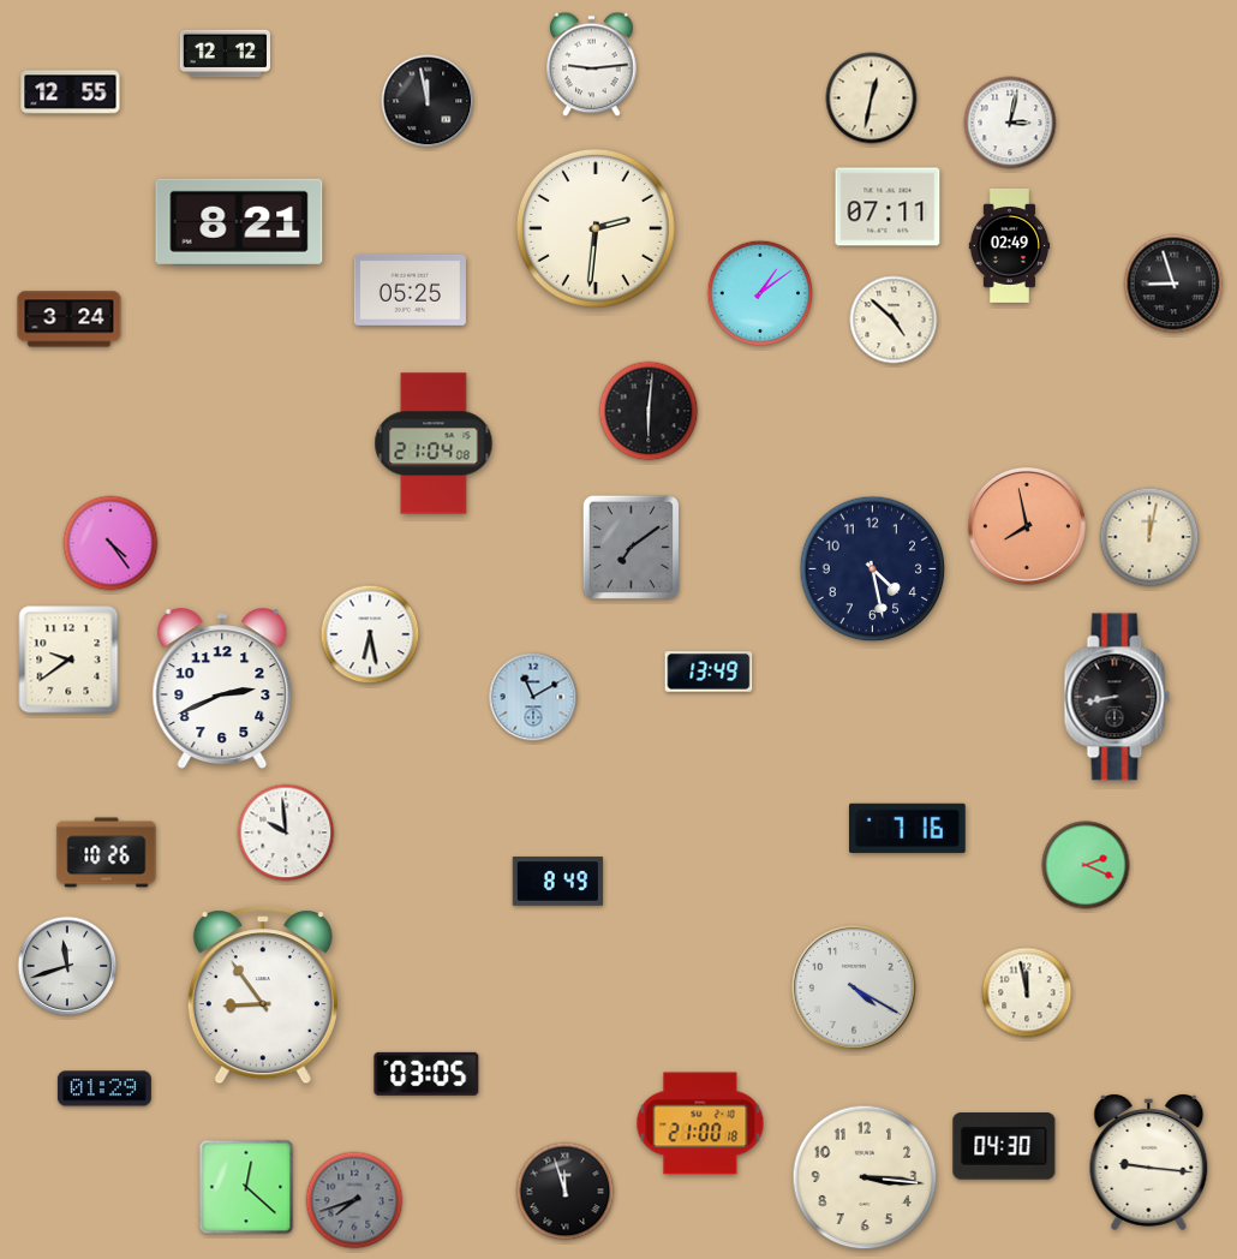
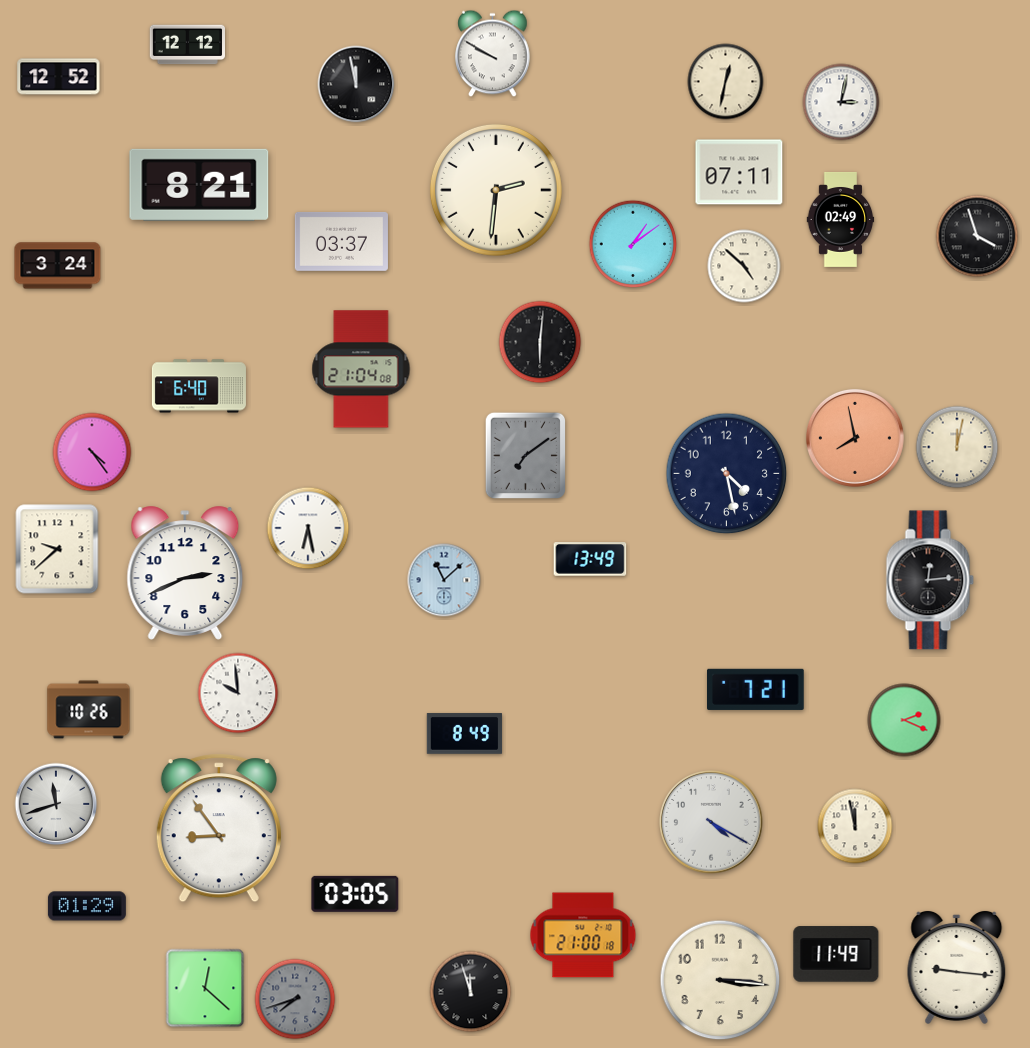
clock at (592, 65): 9:14 -> 9:50
clock at (71, 93): 12:55 -> 12:52
clock at (1010, 245) position: (1010, 245) -> (841, 219)
clock at (1173, 284): 8:57 -> 3:57
clock at (410, 290): 05:25 -> 03:37
clock at (199, 386): none -> 6:40
clock at (68, 660): 9:39 -> 9:38
clock at (533, 697): 11:10 -> 11:08
clock at (1117, 697): 8:43 -> 12:14
clock at (908, 828): 7:16 -> 7:21
clock at (1004, 1146): 04:30 -> 11:49
